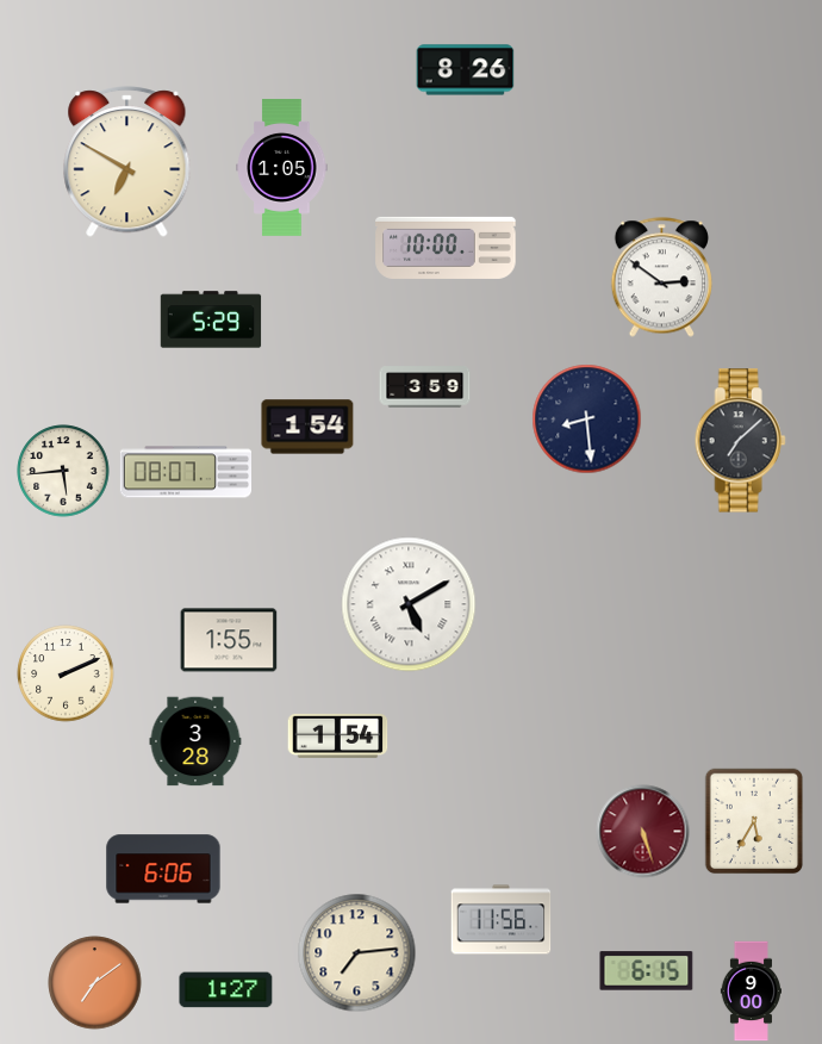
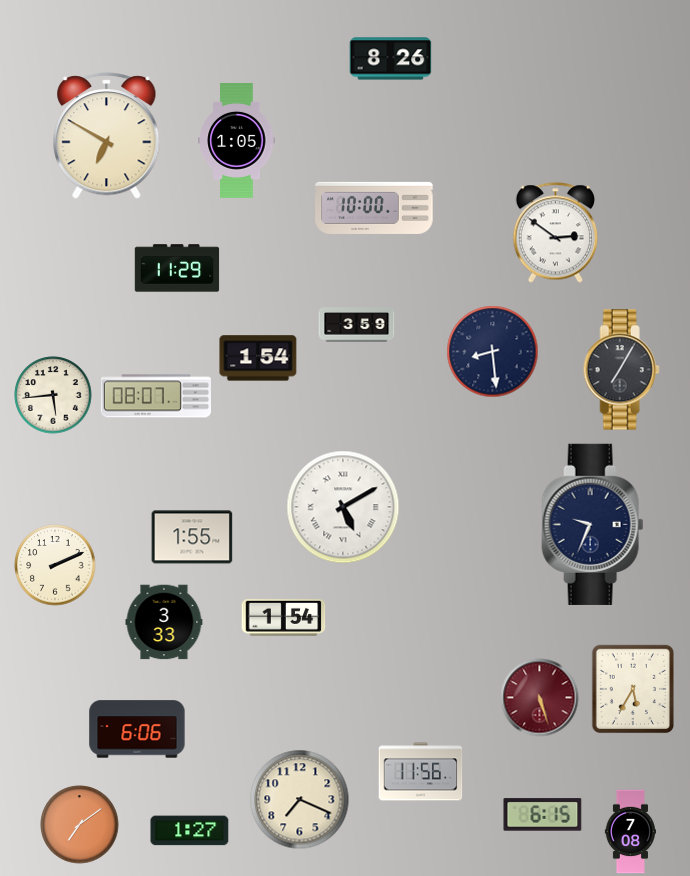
clock at (211, 319): 5:29 -> 11:29
clock at (740, 441): 7:08 -> 7:05
clock at (593, 524): none -> 9:34
clock at (195, 741): 3:28 -> 3:33
clock at (357, 953): 7:14 -> 7:19
clock at (751, 992): 9:00 -> 7:08
